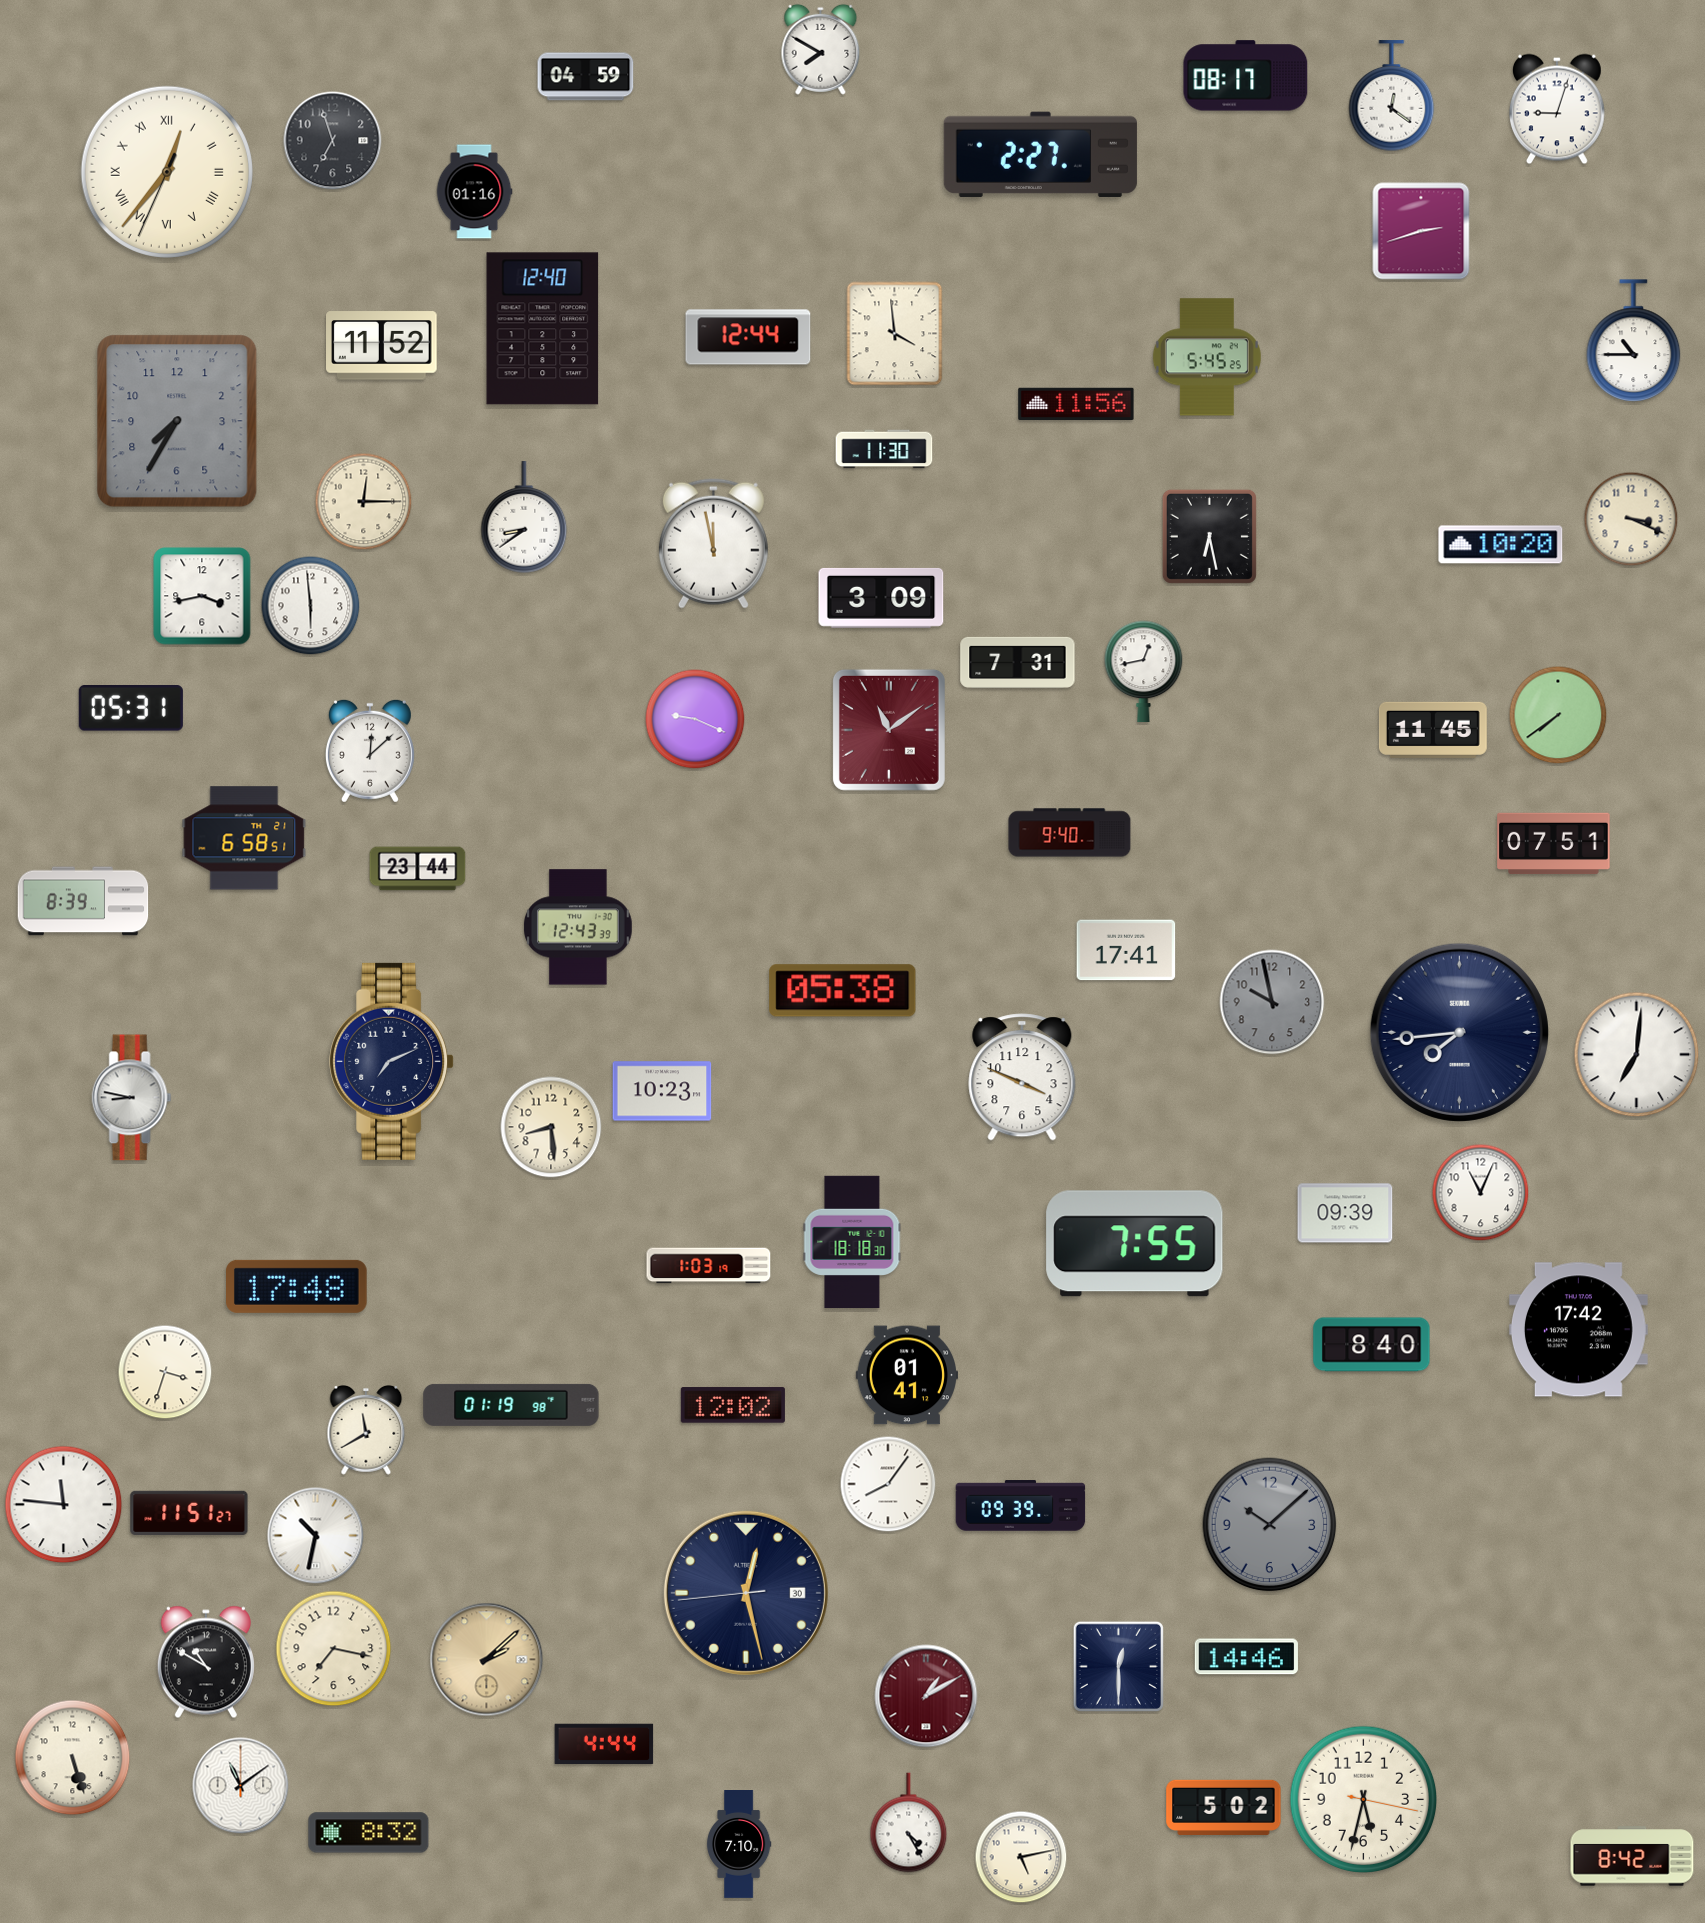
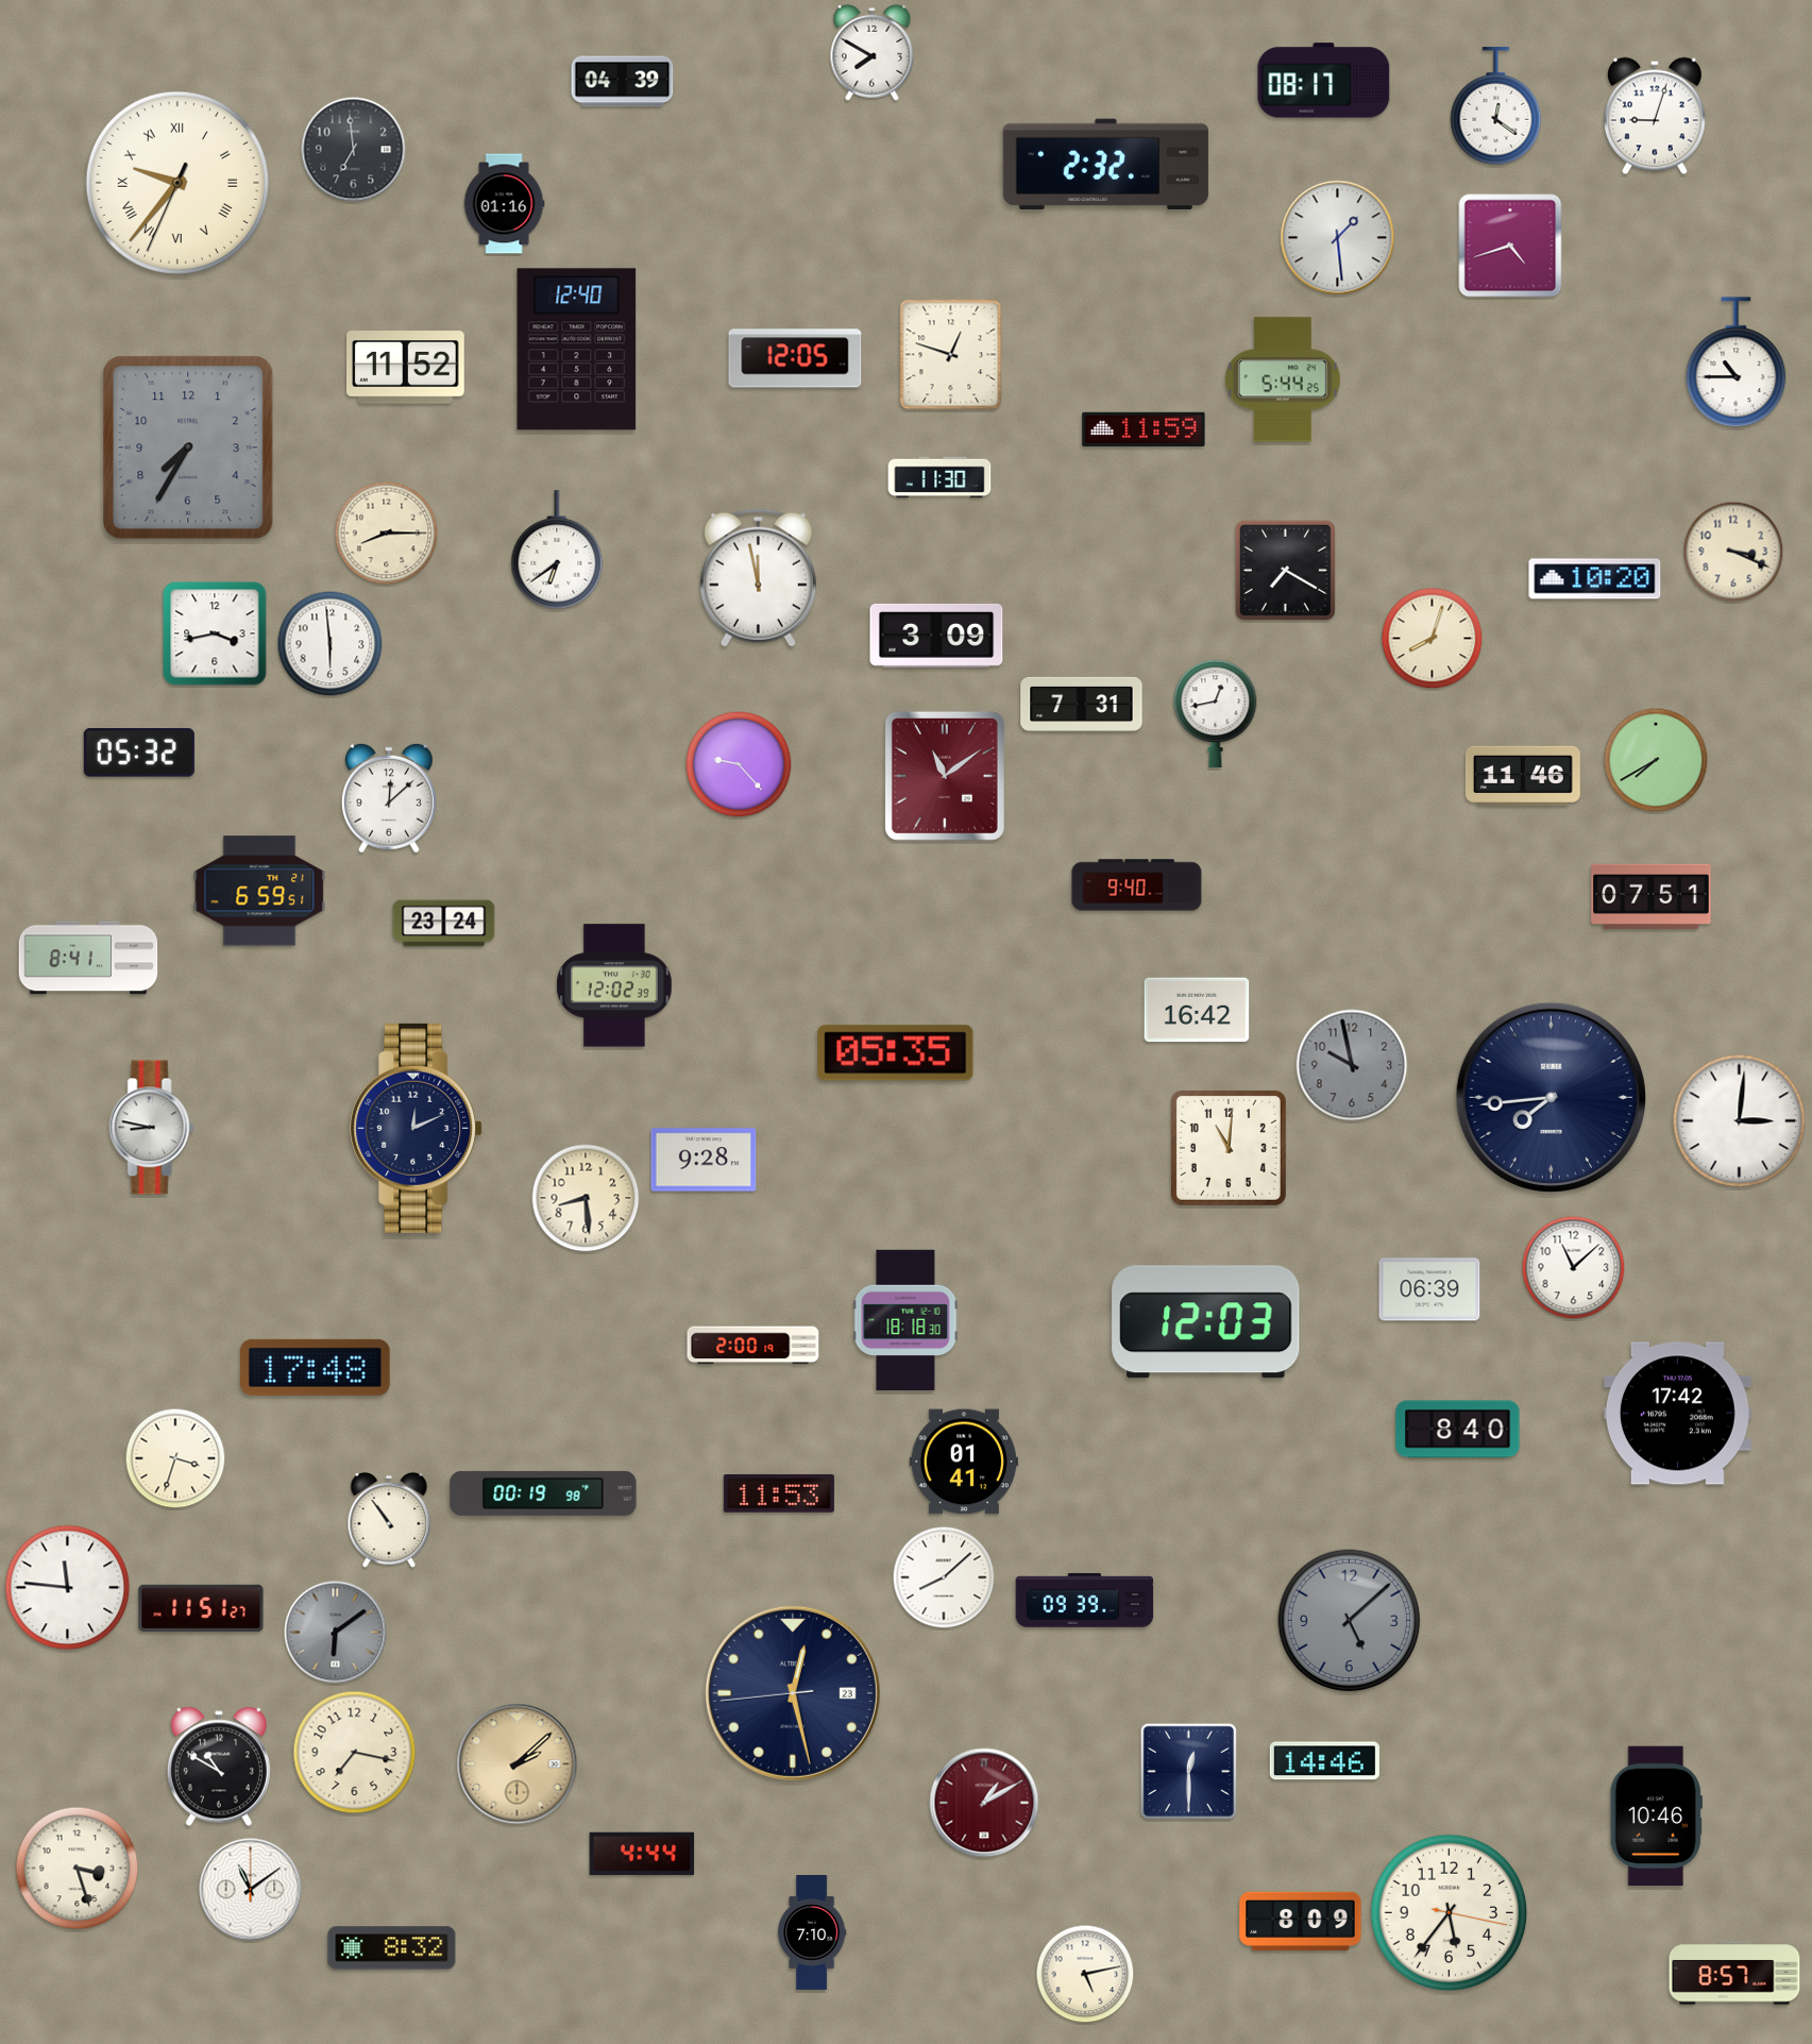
clock at (586, 77): 04:59 -> 04:39
clock at (1392, 96) position: (1392, 96) -> (1496, 106)
clock at (333, 141): 6:57 -> 6:59
clock at (1040, 154): 2:27 -> 2:32
clock at (167, 172): 12:36 -> 9:36
clock at (1338, 238): none -> 1:29
clock at (1421, 231): 2:42 -> 4:42
clock at (895, 334): 3:59 -> 12:48
clock at (748, 337): 12:44 -> 12:05
clock at (1207, 357): 5:45 -> 5:44
clock at (1076, 404): 11:56 -> 11:59
clock at (364, 502): 12:15 -> 8:15
clock at (524, 518): 8:39 -> 6:39
clock at (1209, 536): 6:28 -> 7:20
clock at (1433, 639): none -> 8:03
clock at (131, 708): 05:31 -> 05:32
clock at (1558, 715): 7:39 -> 7:40
clock at (695, 719): 9:19 -> 9:23
clock at (1433, 730): 11:45 -> 11:46
clock at (370, 751) position: (370, 751) -> (389, 798)
clock at (244, 838): 6:58 -> 6:59
clock at (418, 869): 23:44 -> 23:24
clock at (83, 901): 8:39 -> 8:41
clock at (579, 927): 12:43 -> 12:02
clock at (1126, 950): 17:41 -> 16:42
clock at (843, 991): 05:38 -> 05:35
clock at (1637, 1055): 7:01 -> 3:01
clock at (392, 1061): 7:11 -> 12:11
clock at (1022, 1077): 3:49 -> none
clock at (1229, 1148): none -> 11:01
clock at (662, 1091): 10:23 -> 9:28
clock at (132, 1098) position: (132, 1098) -> (152, 1128)
clock at (1481, 1193): 11:04 -> 11:08
clock at (1345, 1213): 09:39 -> 06:39
clock at (1135, 1244): 7:55 -> 12:03
clock at (709, 1266): 1:03 -> 2:00
clock at (511, 1405): 01:19 -> 00:19
clock at (733, 1405): 12:02 -> 11:53
clock at (366, 1430): 11:40 -> 10:54
clock at (888, 1484): 8:06 -> 8:08
clock at (64, 1505) position: (64, 1505) -> (68, 1588)
clock at (1270, 1525): 10:08 -> 5:08
clock at (316, 1536): 10:32 -> 6:09
clock at (316, 1536) dial: white -> grey
clock at (746, 1593) date: 30 -> 23
clock at (1656, 1817): none -> 10:46
clock at (73, 1758): 5:27 -> 3:27
clock at (241, 1786) position: (241, 1786) -> (251, 1890)
clock at (1364, 1800): 5:32 -> 5:36
clock at (1224, 1807): 5:02 -> 8:09
clock at (909, 1823): 4:25 -> none
clock at (739, 1845) position: (739, 1845) -> (812, 1933)
clock at (1632, 1856): 8:42 -> 8:57
